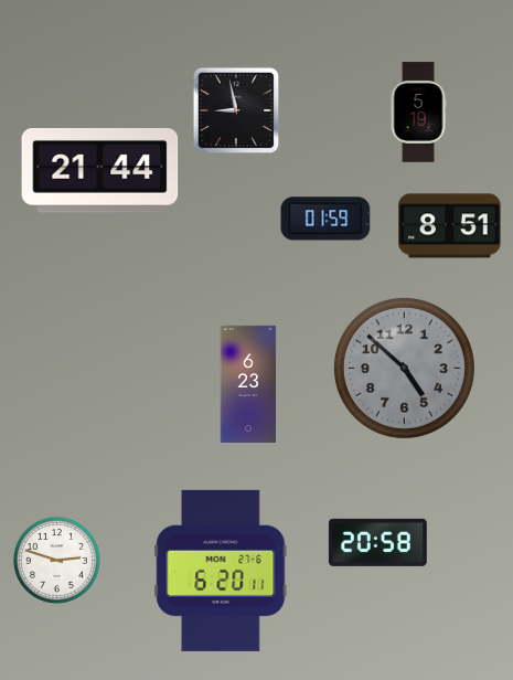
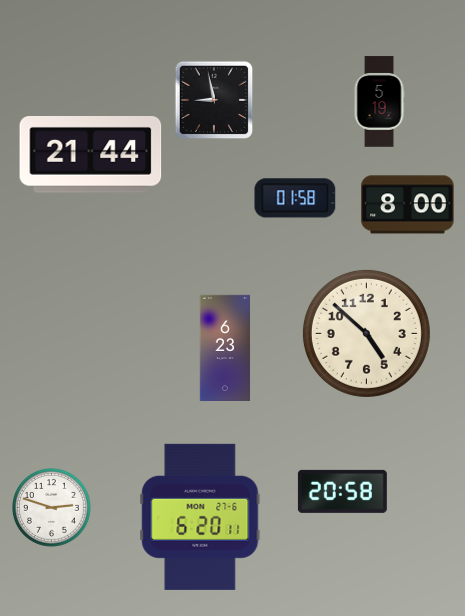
clock at (325, 219): 01:59 -> 01:58
clock at (450, 226): 8:51 -> 8:00
clock at (404, 368) dial: grey -> cream
